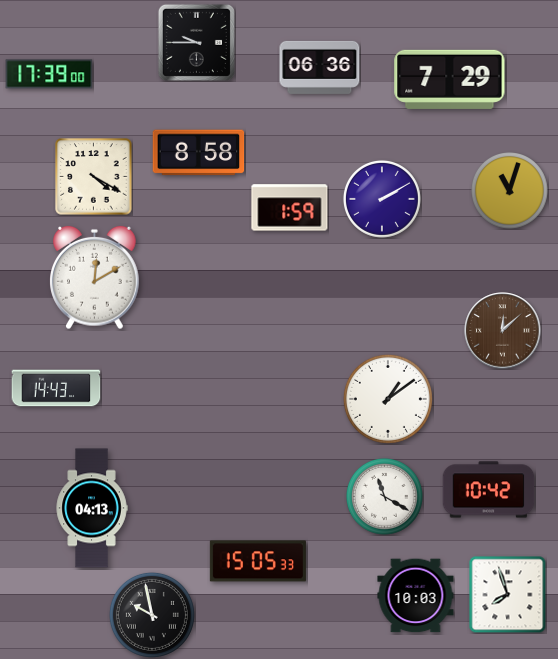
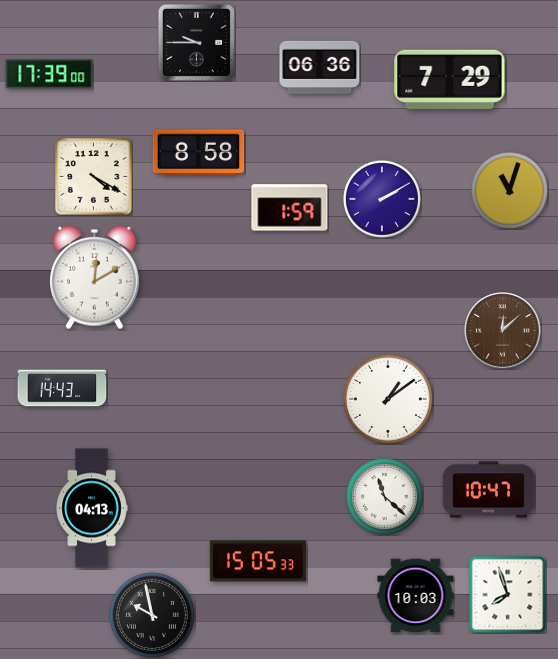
clock at (56, 388) position: (56, 388) -> (62, 388)
clock at (489, 490): 10:42 -> 10:47
clock at (385, 497): 11:20 -> 11:22
